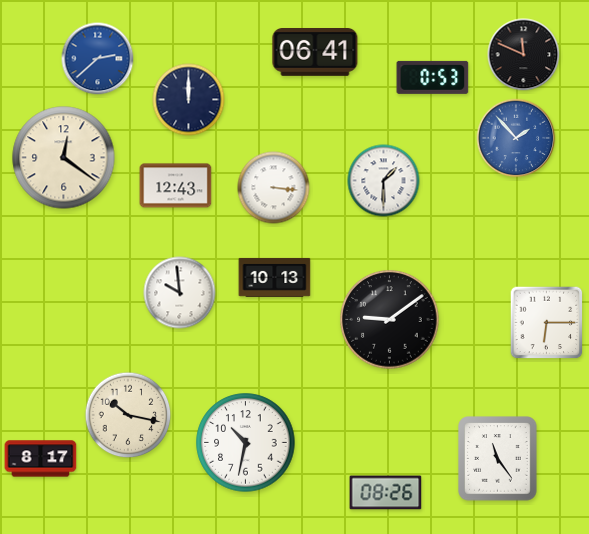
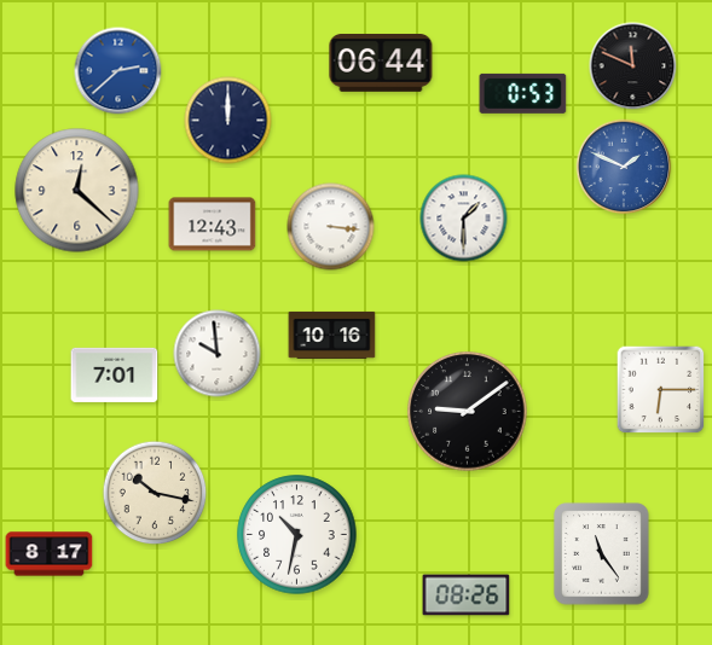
clock at (315, 53): 06:41 -> 06:44
clock at (516, 138): 1:53 -> 1:49
clock at (64, 158): 12:21 -> 12:22
clock at (275, 277): 10:13 -> 10:16
clock at (115, 374): none -> 7:01
clock at (390, 320) position: (390, 320) -> (468, 412)
clock at (128, 415) position: (128, 415) -> (155, 493)
